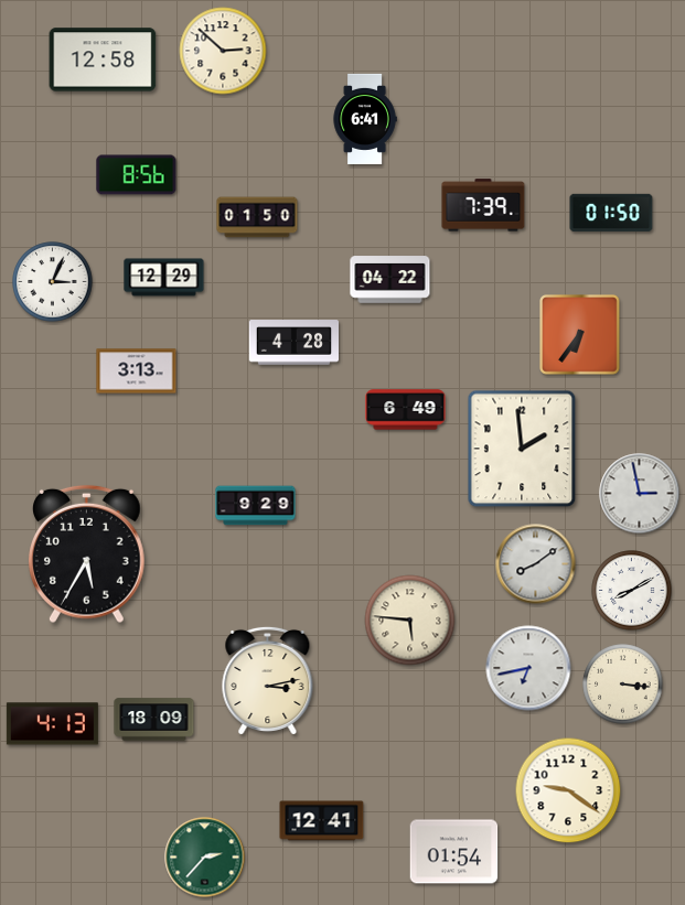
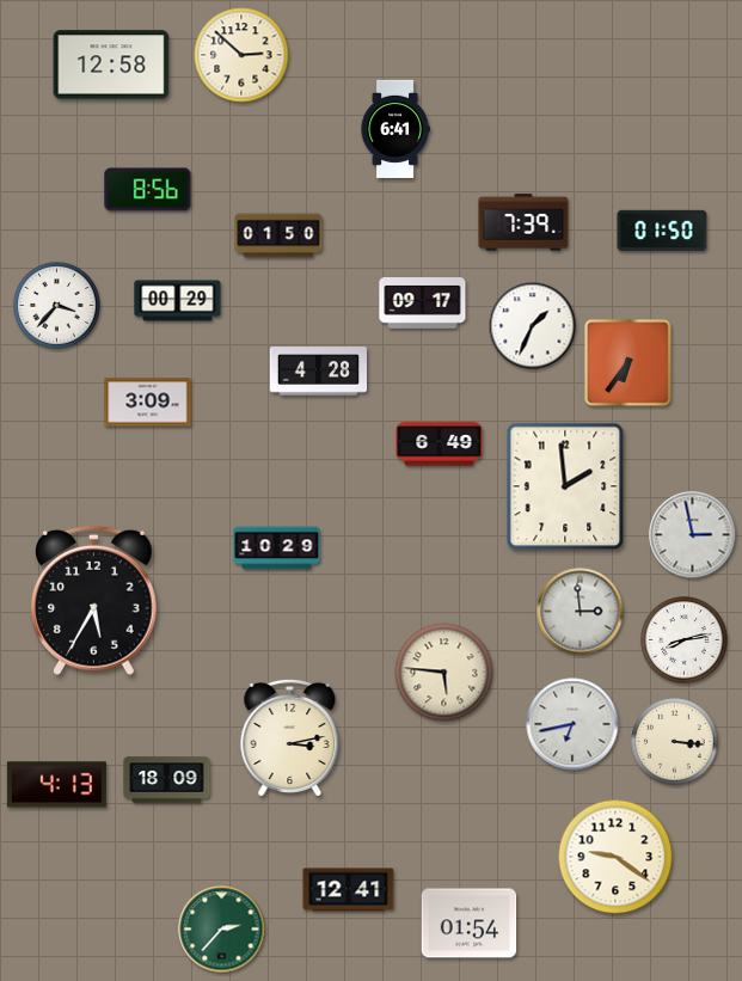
clock at (164, 278): 12:29 -> 00:29
clock at (390, 280): 04:22 -> 09:17
clock at (53, 282): 3:04 -> 3:37
clock at (533, 326): none -> 1:34
clock at (137, 371): 3:13 -> 3:09
clock at (256, 506): 9:29 -> 10:29
clock at (536, 564): 8:09 -> 2:59
clock at (632, 591): 8:10 -> 8:13
clock at (454, 852) position: (454, 852) -> (470, 924)
